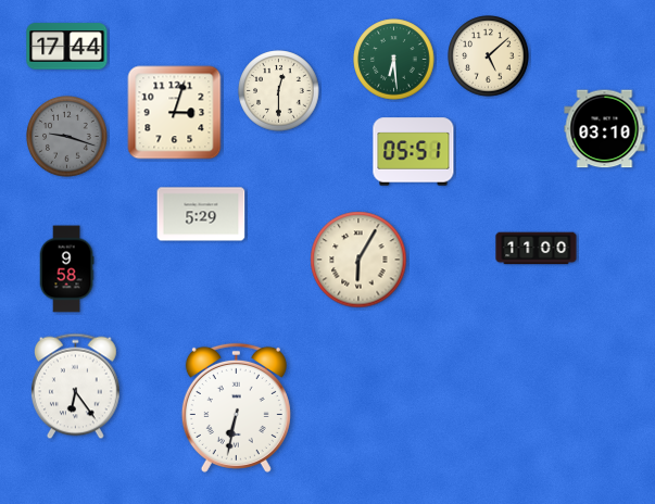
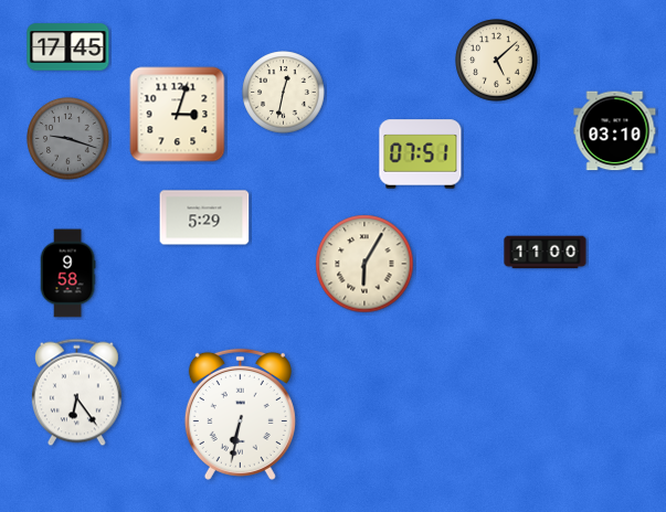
clock at (67, 47): 17:44 -> 17:45
clock at (489, 56) position: (489, 56) -> (497, 61)
clock at (394, 60): 6:29 -> none
clock at (279, 91): 12:30 -> 12:32
clock at (414, 152): 05:51 -> 07:51
